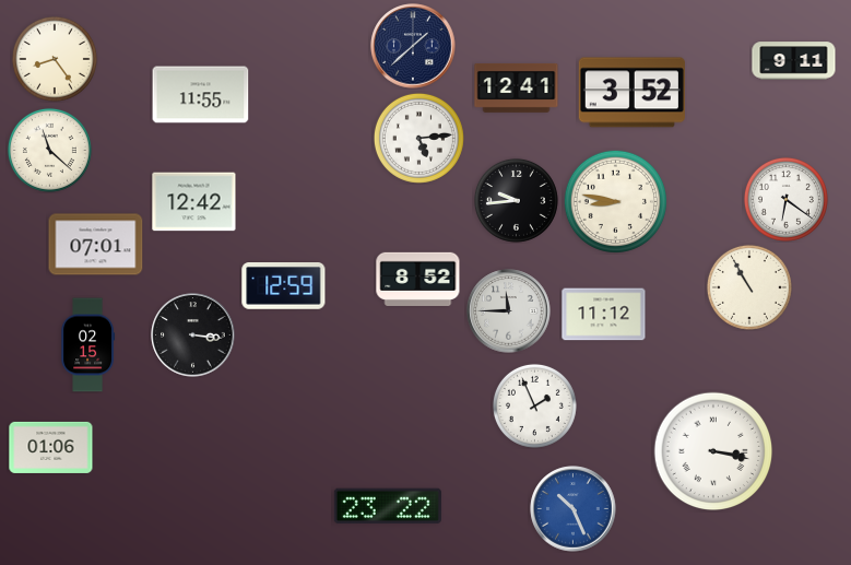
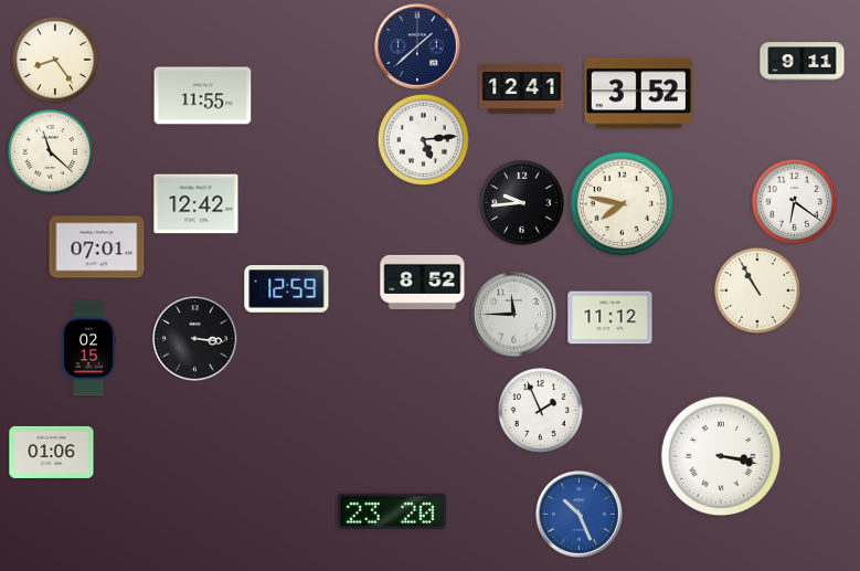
clock at (615, 201): 8:47 -> 7:47
clock at (388, 506): 23:22 -> 23:20
